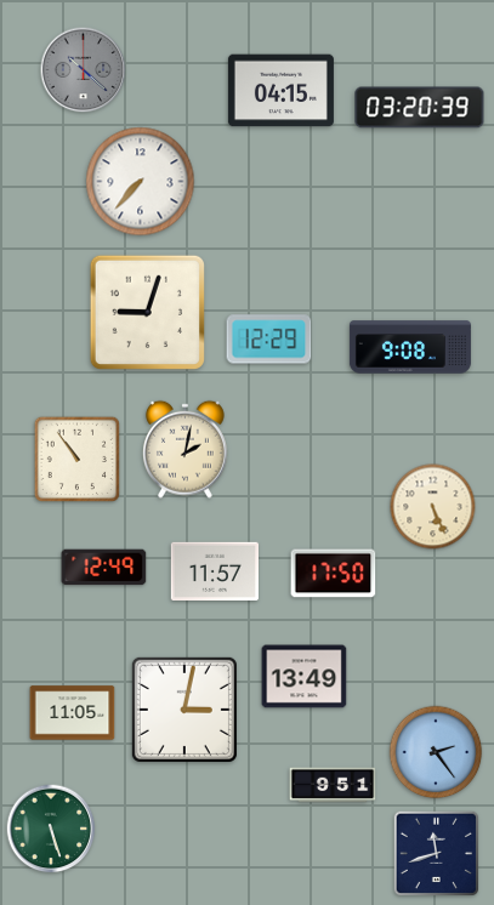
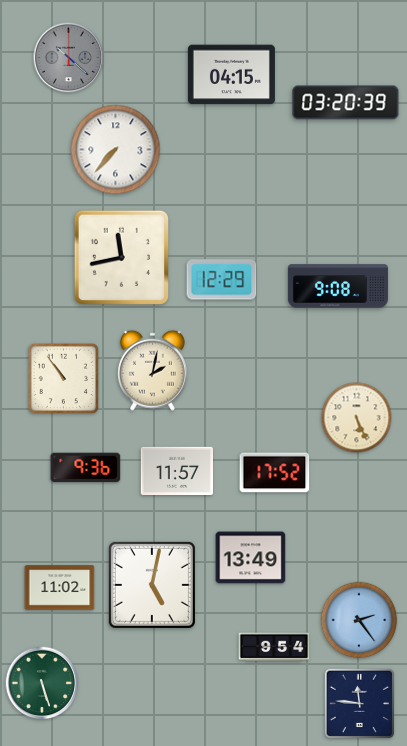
clock at (420, 108) position: (420, 108) -> (346, 103)
clock at (147, 312): 9:03 -> 11:43
clock at (104, 568): 12:49 -> 9:36
clock at (334, 574): 17:50 -> 17:52
clock at (184, 710): 3:02 -> 5:02
clock at (73, 713): 11:05 -> 11:02
clock at (333, 785): 9:51 -> 9:54
clock at (436, 853): 11:42 -> 11:46
